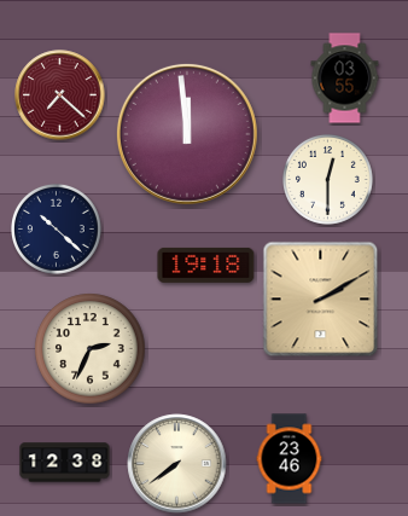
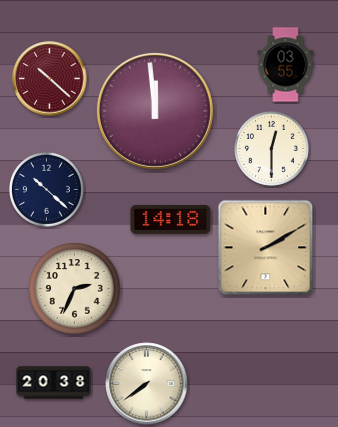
clock at (60, 95): 7:22 -> 10:22
clock at (206, 265): 19:18 -> 14:18
clock at (290, 459): 23:46 -> none
clock at (65, 463): 12:38 -> 20:38
